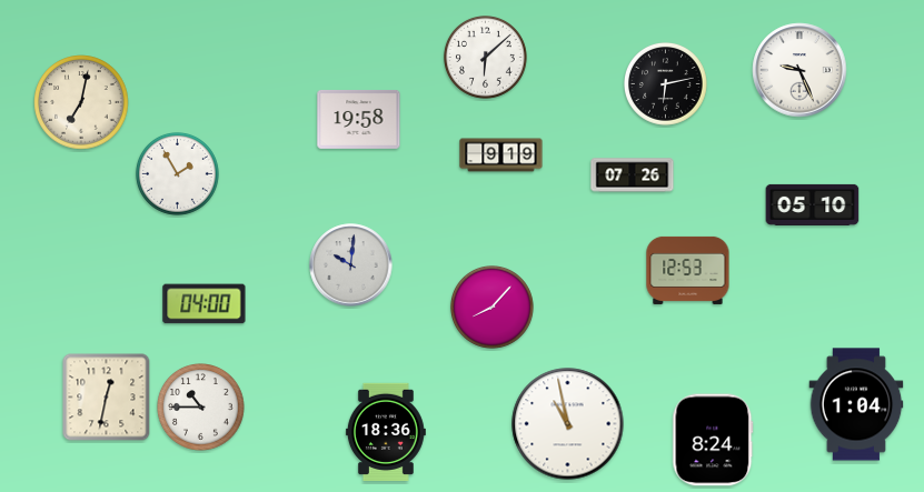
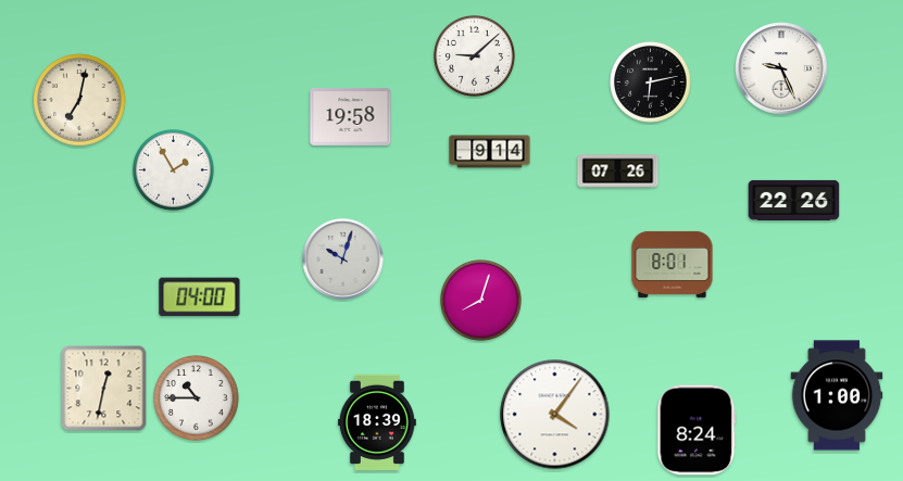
clock at (486, 58): 6:08 -> 9:08
clock at (501, 155): 9:19 -> 9:14
clock at (813, 204): 05:10 -> 22:26
clock at (351, 265): 10:01 -> 10:03
clock at (688, 270): 12:53 -> 8:01
clock at (493, 308): 8:07 -> 8:03
clock at (856, 404): 1:04 -> 1:00
clock at (568, 424): 10:58 -> 4:06
clock at (386, 432): 18:36 -> 18:39
